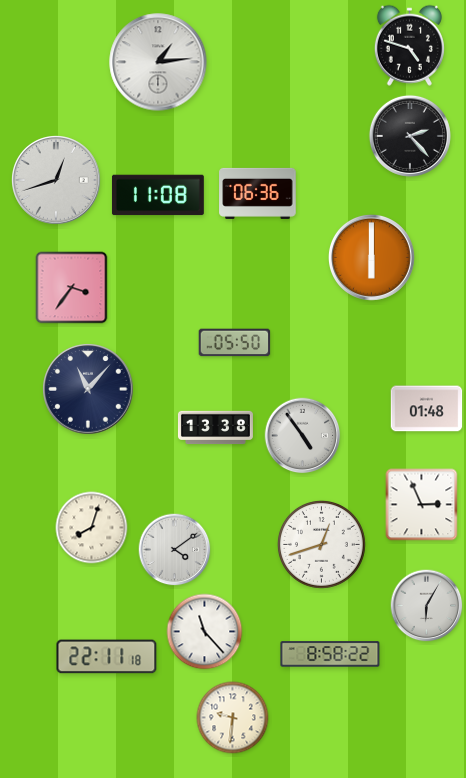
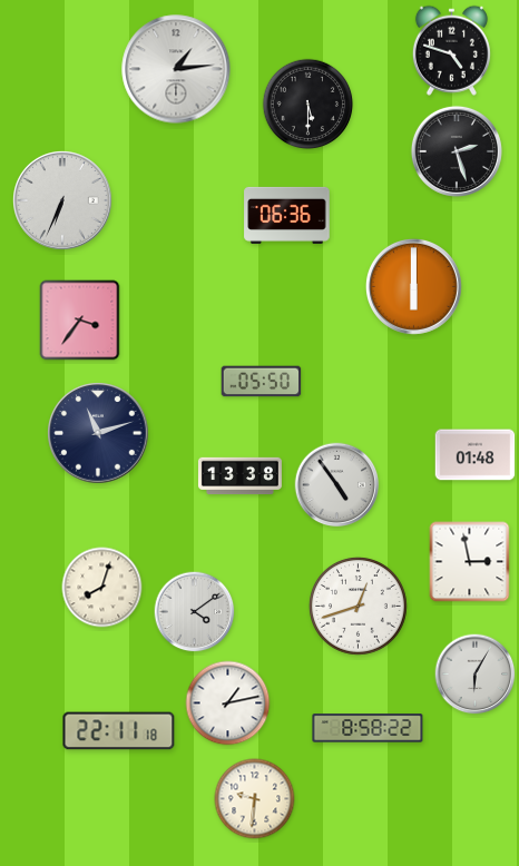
clock at (409, 45) position: (409, 45) -> (451, 50)
clock at (309, 105): none -> 5:30
clock at (410, 136): 2:23 -> 2:27
clock at (57, 181): 12:42 -> 6:34
clock at (158, 195): 11:08 -> none
clock at (88, 389): 11:07 -> 11:12
clock at (422, 505): 2:56 -> 2:58
clock at (205, 632): 11:23 -> 1:13
clock at (233, 718) position: (233, 718) -> (255, 799)
